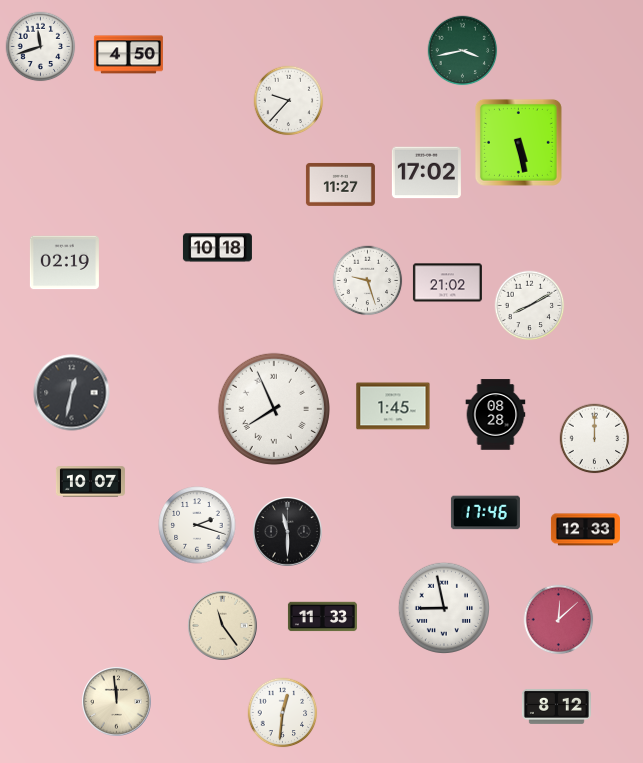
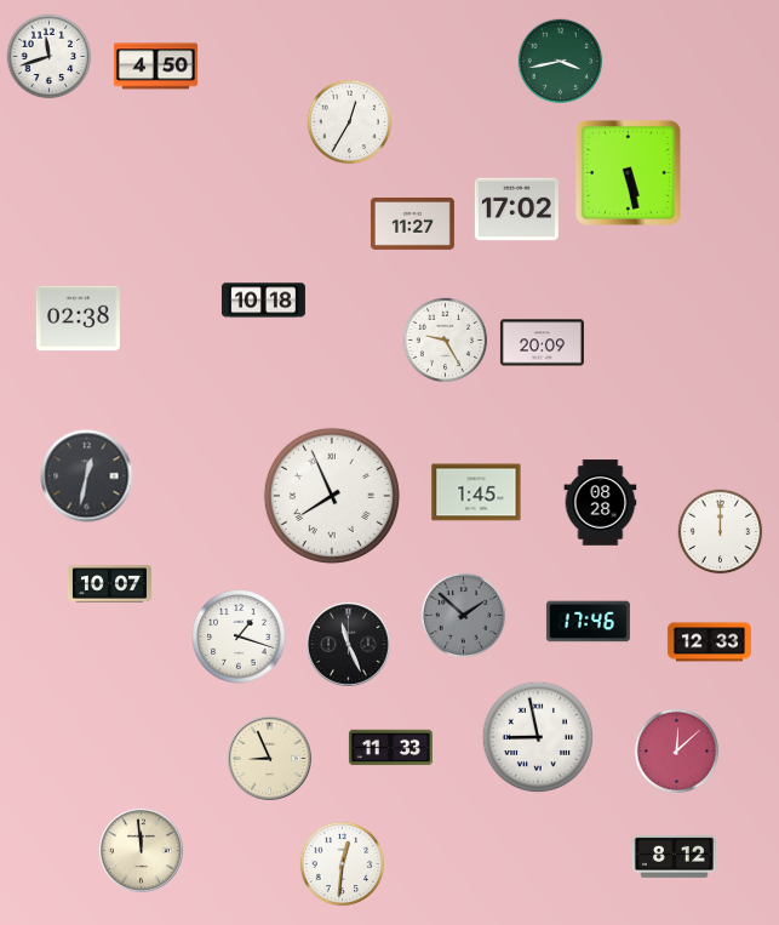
clock at (289, 101): 9:37 -> 12:35
clock at (64, 263): 02:19 -> 02:38
clock at (368, 281): 9:27 -> 9:25
clock at (447, 283): 21:02 -> 20:09
clock at (530, 306): 8:10 -> none
clock at (464, 616): none -> 1:52
clock at (197, 525): 2:18 -> 1:18
clock at (288, 532): 11:30 -> 11:26
clock at (223, 626): 11:24 -> 8:56
